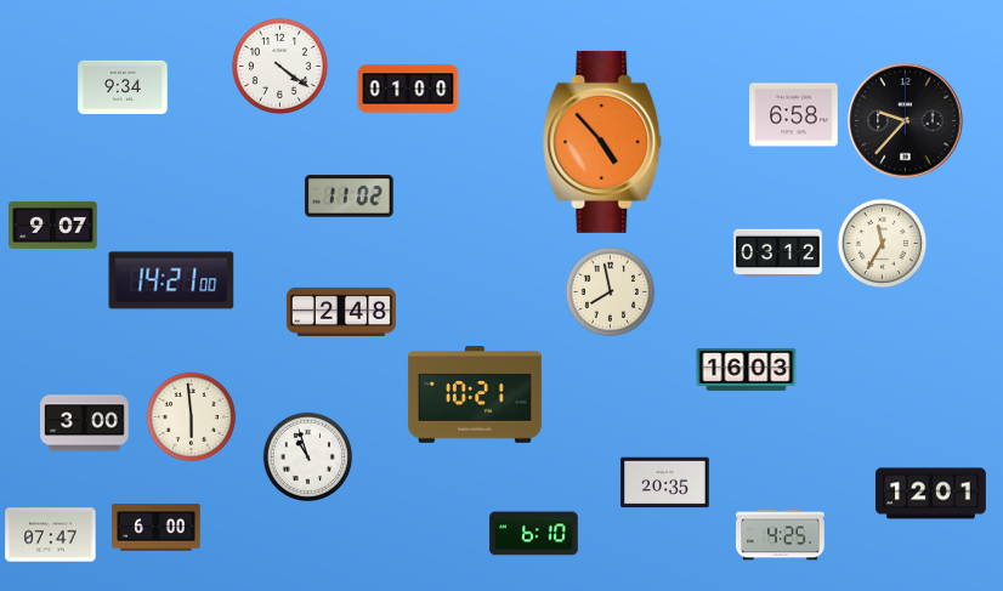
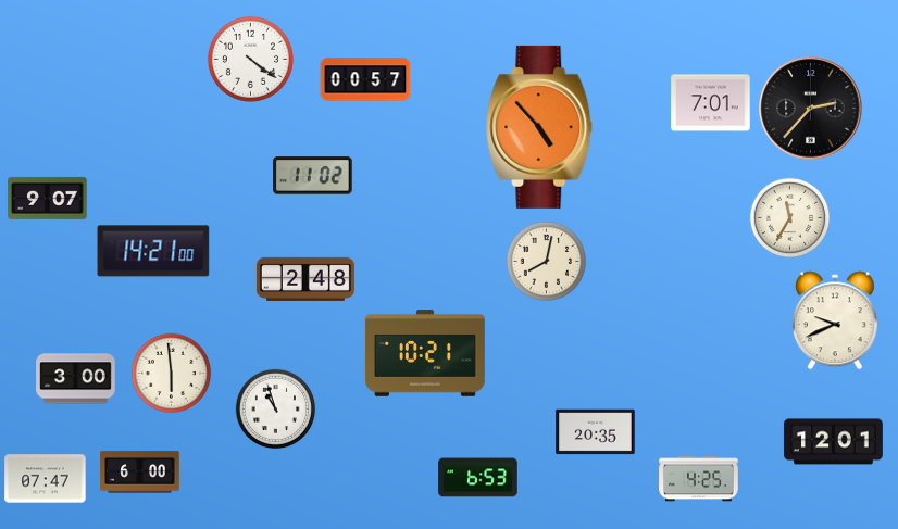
clock at (123, 86): 9:34 -> none
clock at (408, 89): 01:00 -> 00:57
clock at (794, 115): 6:58 -> 7:01
clock at (906, 121): 9:37 -> 2:37
clock at (53, 225) position: (53, 225) -> (48, 198)
clock at (778, 254): 03:12 -> none
clock at (611, 292): 7:58 -> 8:02
clock at (835, 320): none -> 9:41
clock at (747, 369): 16:03 -> none
clock at (534, 534): 6:10 -> 6:53
